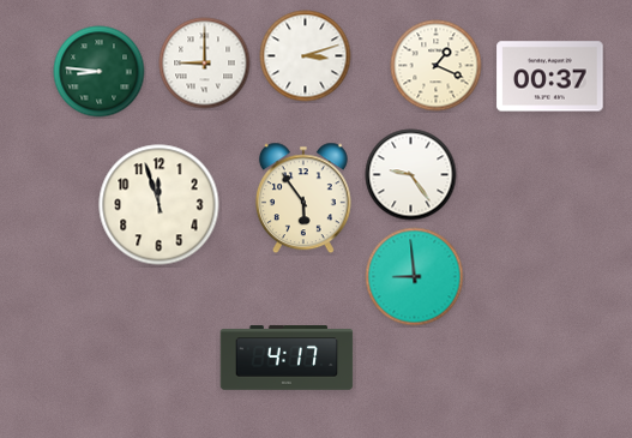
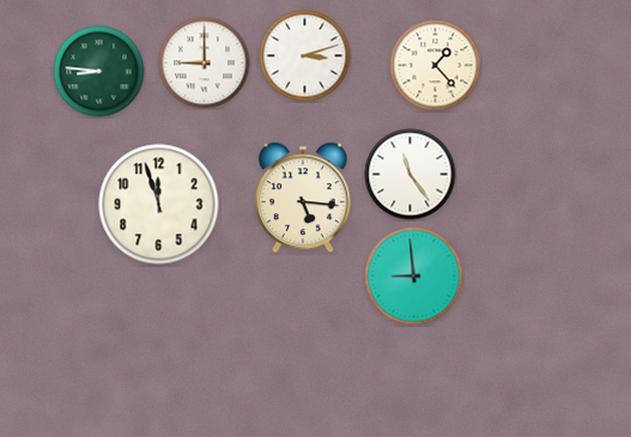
clock at (437, 66): 1:19 -> 1:23
clock at (550, 77): 00:37 -> none
clock at (411, 175): 9:24 -> 11:24
clock at (303, 198): 5:54 -> 5:16
clock at (287, 358): 4:17 -> none
